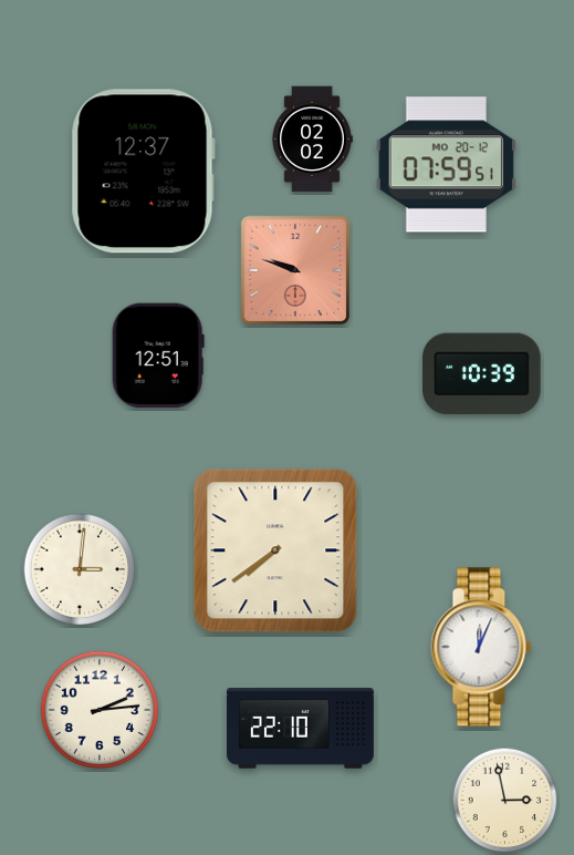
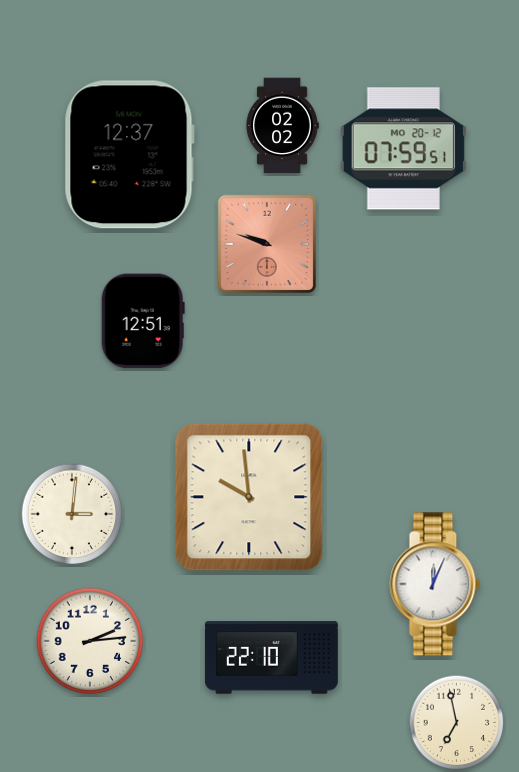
clock at (482, 374): 10:39 -> none
clock at (275, 550): 7:39 -> 9:59
clock at (505, 801): 2:58 -> 6:58
